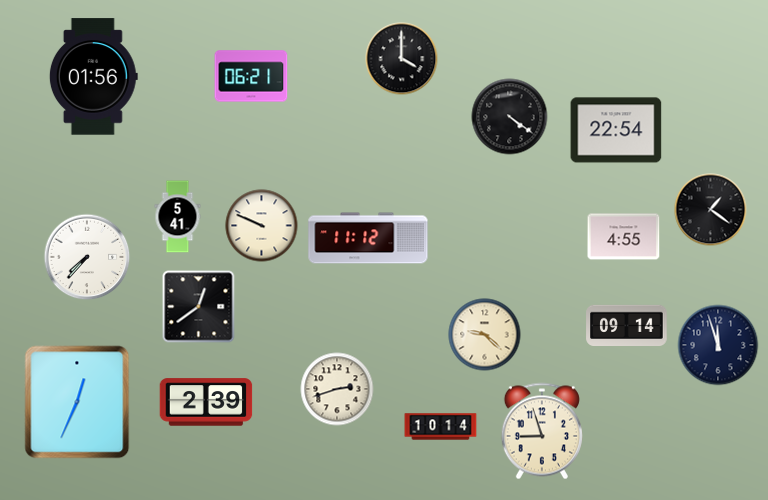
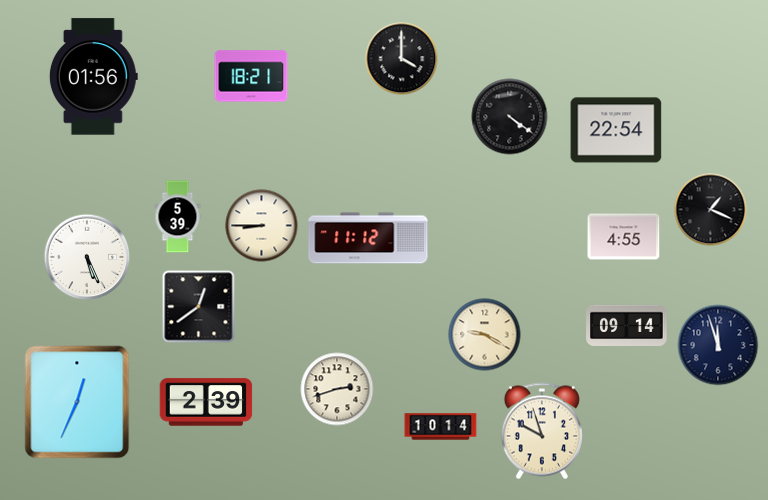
clock at (251, 76): 06:21 -> 18:21
clock at (711, 210): 1:21 -> 1:19
clock at (178, 217): 5:41 -> 5:39
clock at (262, 226): 9:49 -> 8:45
clock at (87, 257): 7:37 -> 5:26
clock at (485, 335): 9:22 -> 9:20
clock at (542, 431): 8:57 -> 9:57
